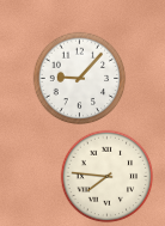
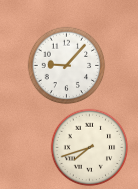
clock at (106, 176): 7:46 -> 7:42
